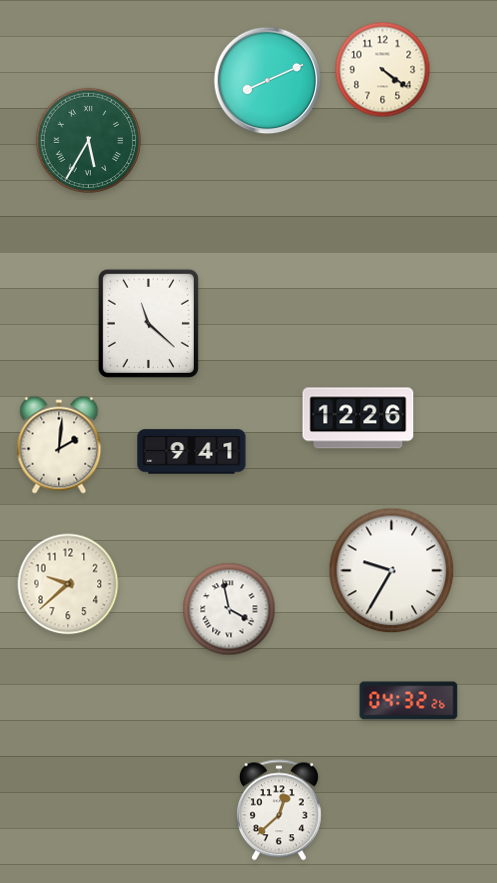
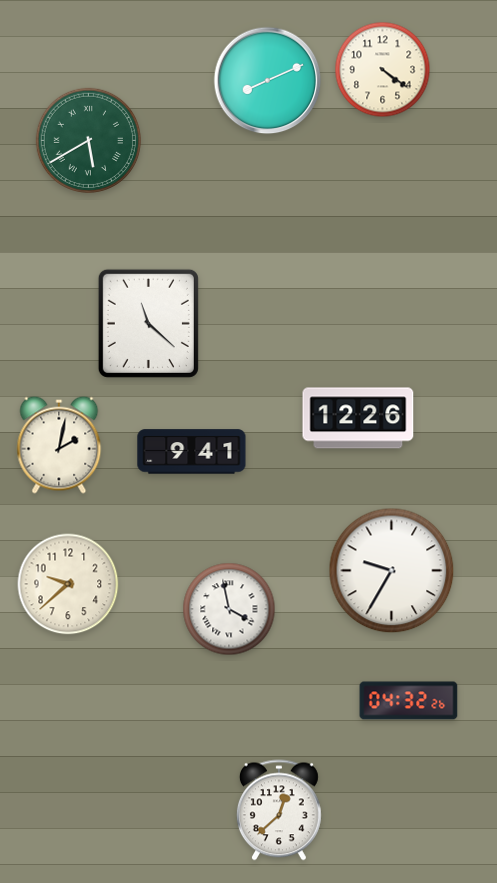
clock at (88, 140): 5:35 -> 5:40
clock at (59, 445): 2:01 -> 2:02
